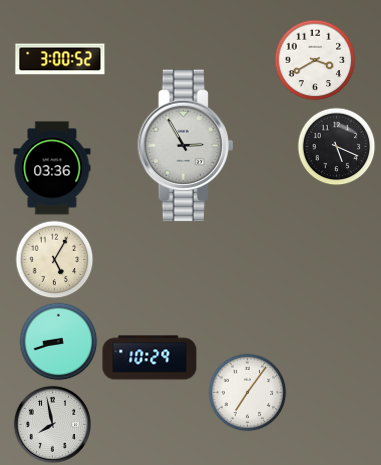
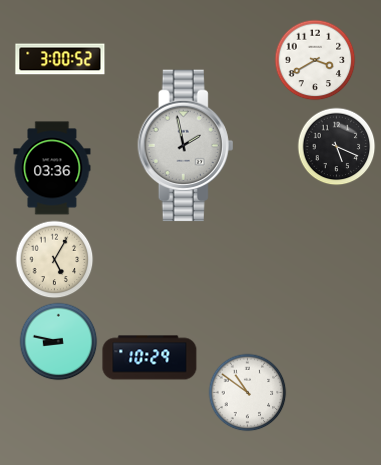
clock at (186, 146): 2:55 -> 1:58
clock at (58, 341): 8:42 -> 8:47
clock at (247, 392): 7:06 -> 10:51
clock at (52, 424): 7:58 -> none
